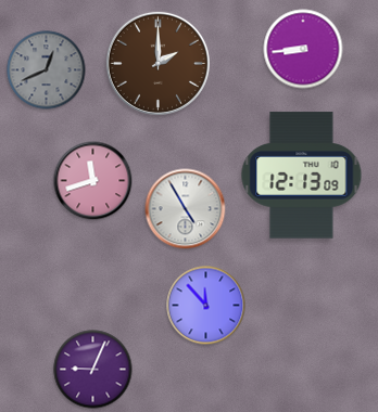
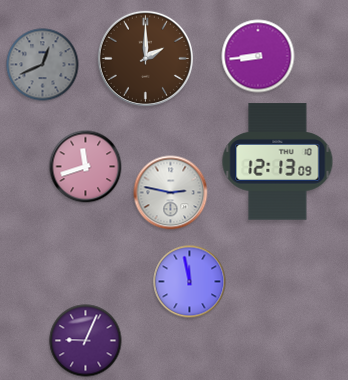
clock at (303, 49) position: (303, 49) -> (258, 56)
clock at (186, 209): 4:55 -> 2:47
clock at (206, 306): 11:53 -> 11:58
